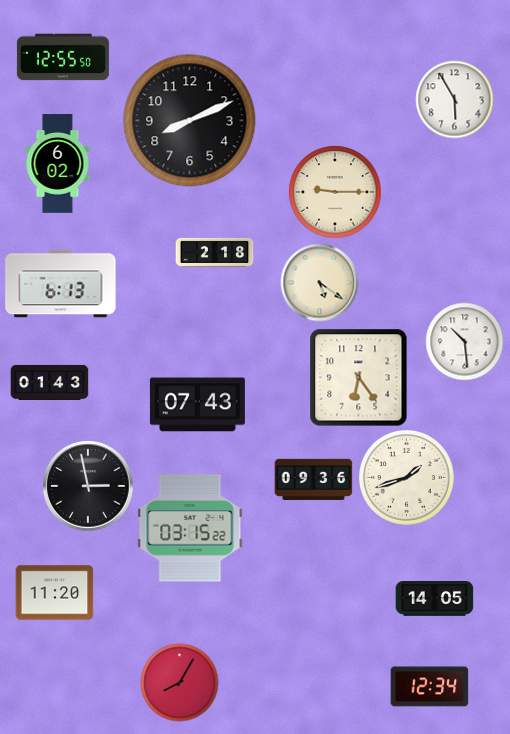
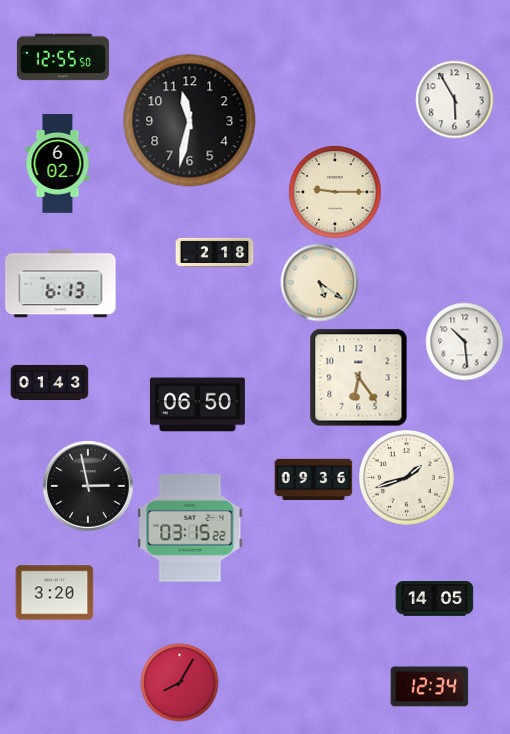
clock at (190, 121): 8:11 -> 11:32
clock at (197, 405): 07:43 -> 06:50
clock at (54, 593): 11:20 -> 3:20
